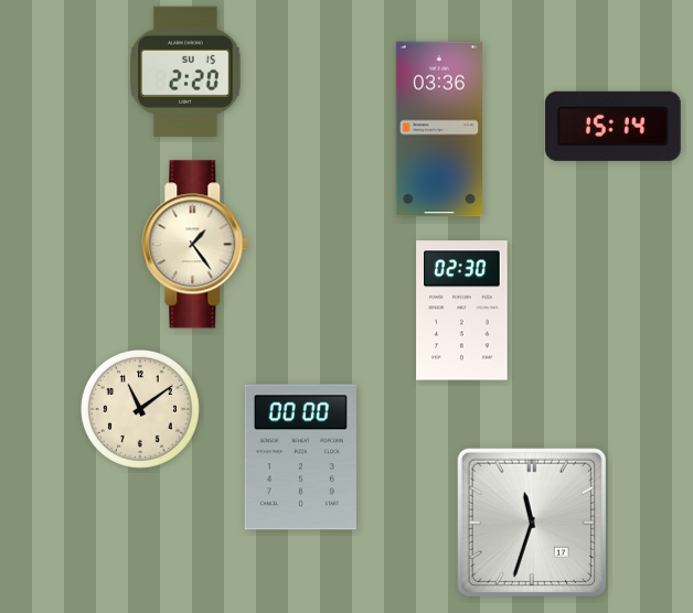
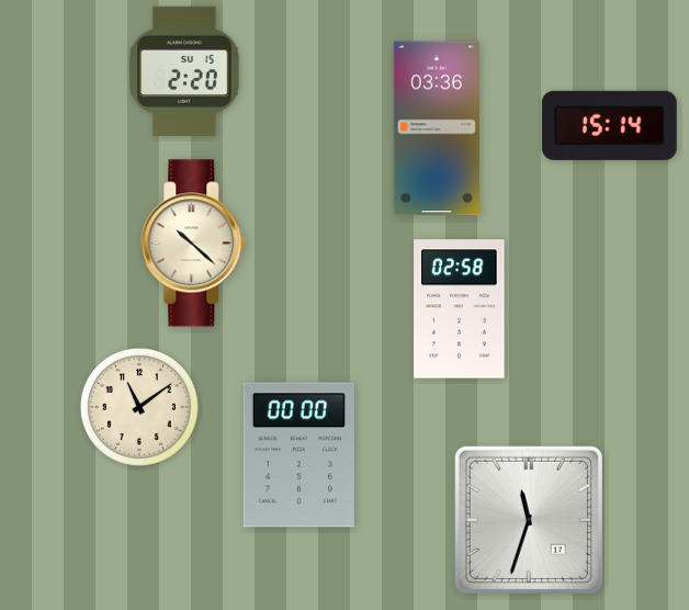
clock at (195, 245): 1:24 -> 10:22
clock at (462, 311): 02:30 -> 02:58
